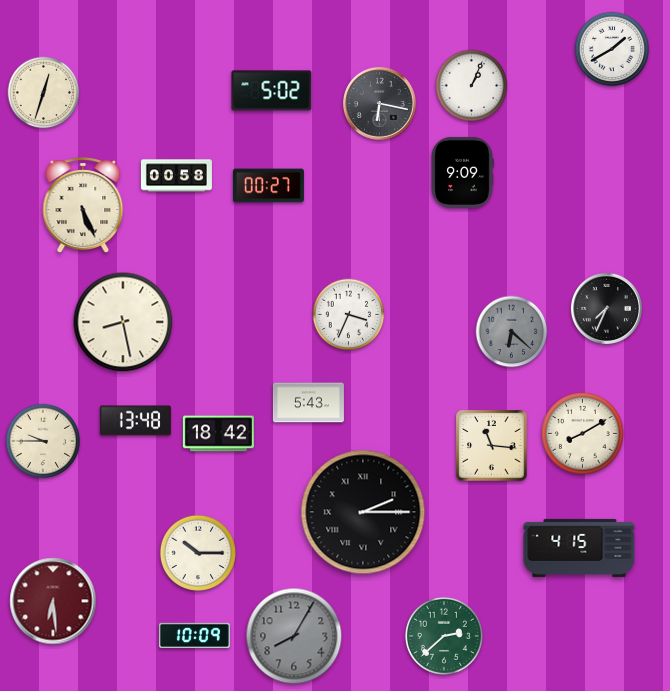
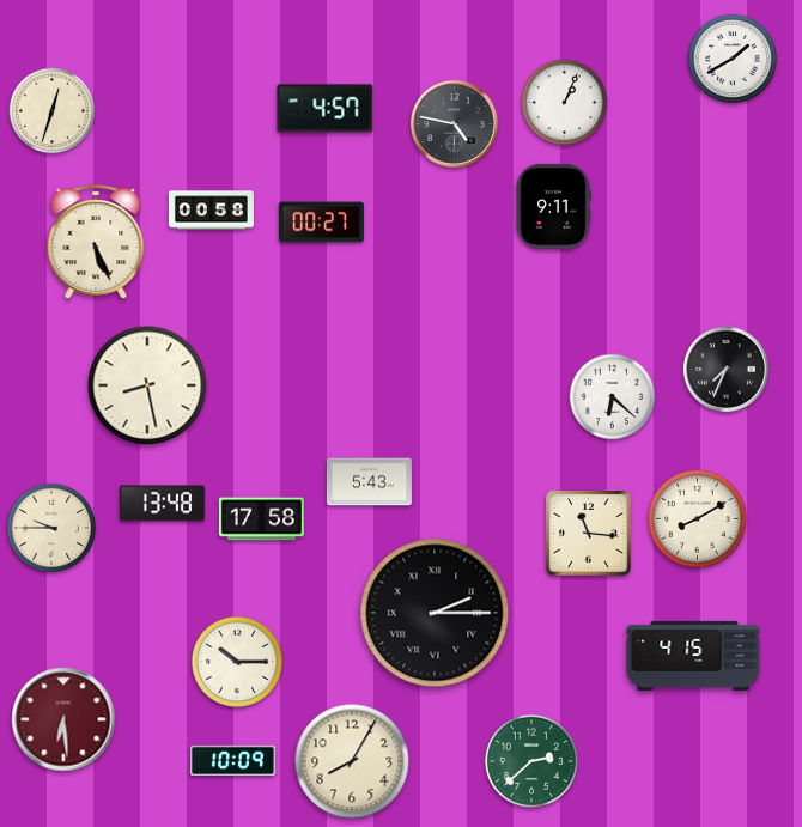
clock at (272, 91): 5:02 -> 4:57
clock at (379, 103): 6:17 -> 4:47
clock at (462, 172): 9:09 -> 9:11
clock at (83, 205) position: (83, 205) -> (96, 242)
clock at (349, 315): 3:34 -> none
clock at (512, 332) dial: grey -> white
clock at (218, 434): 18:42 -> 17:58
clock at (294, 636) dial: grey -> cream
